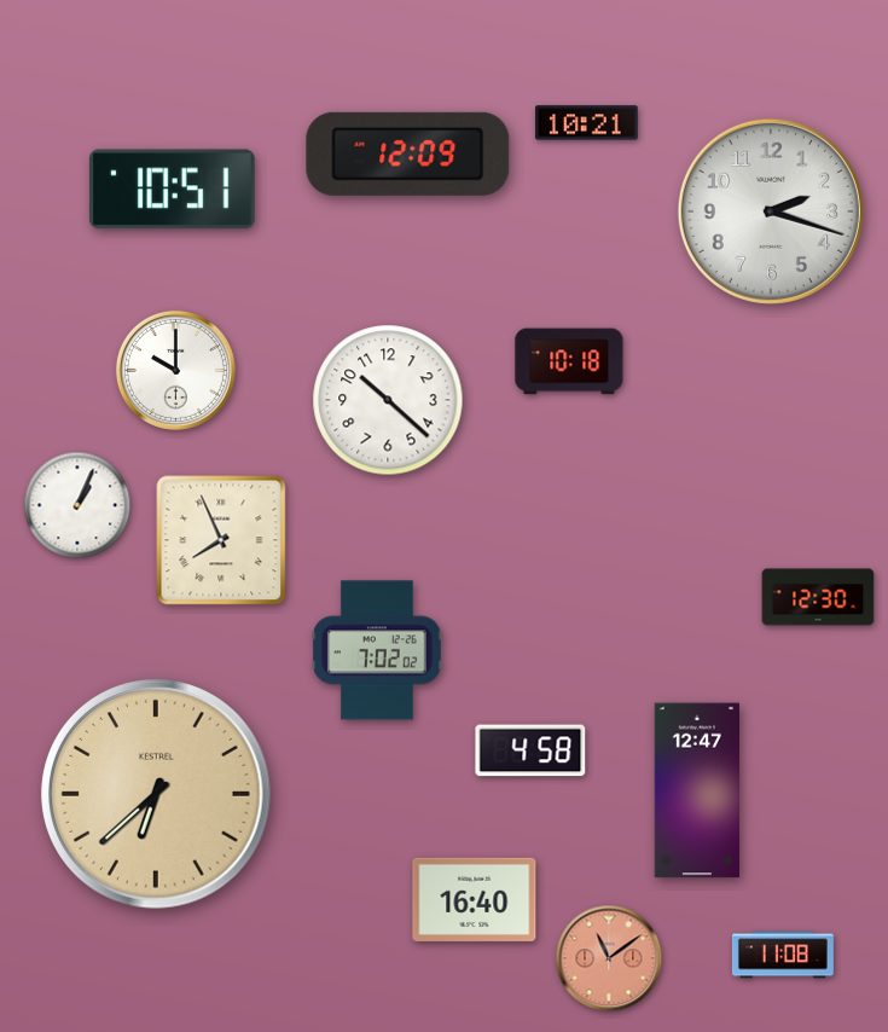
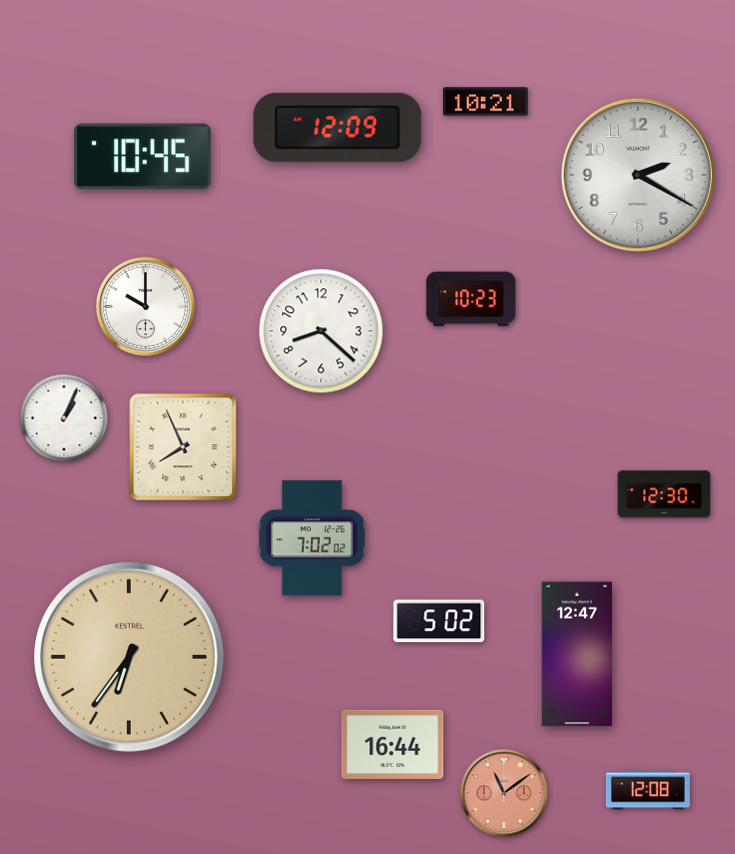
clock at (173, 190): 10:51 -> 10:45
clock at (771, 211): 2:18 -> 2:20
clock at (569, 361): 10:18 -> 10:23
clock at (388, 400): 10:22 -> 8:22
clock at (818, 597) position: (818, 597) -> (664, 494)
clock at (530, 750): 4:58 -> 5:02
clock at (156, 794): 6:38 -> 6:36
clock at (475, 899): 16:40 -> 16:44
clock at (783, 955): 11:08 -> 12:08
